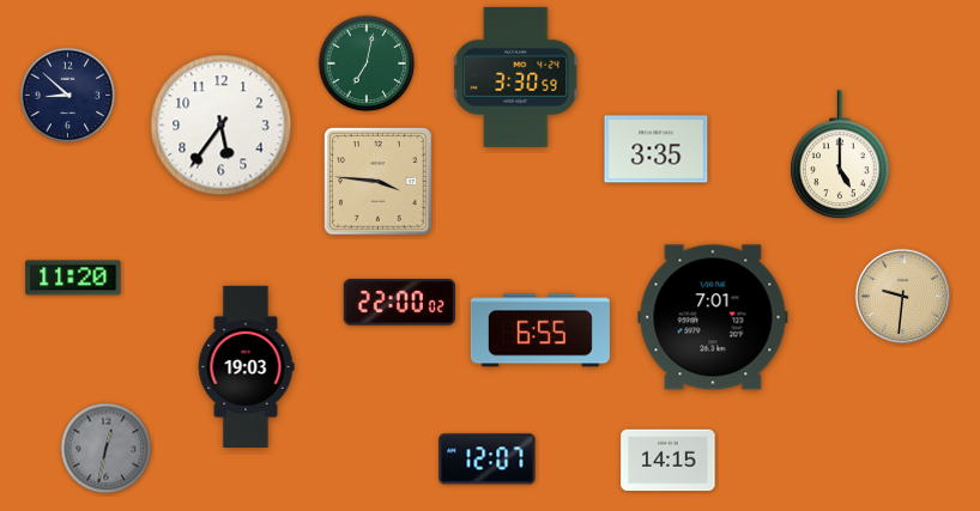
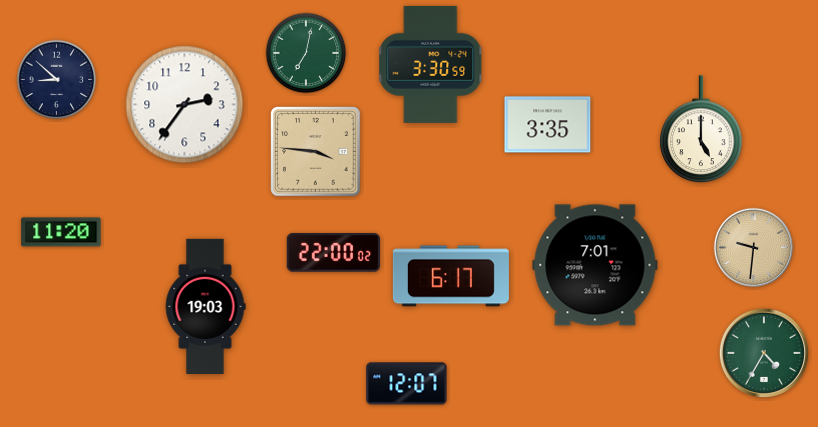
clock at (222, 126): 5:36 -> 2:36
clock at (540, 330): 6:55 -> 6:17
clock at (764, 353): none -> 4:35
clock at (107, 449): 12:32 -> none
clock at (669, 461): 14:15 -> none
